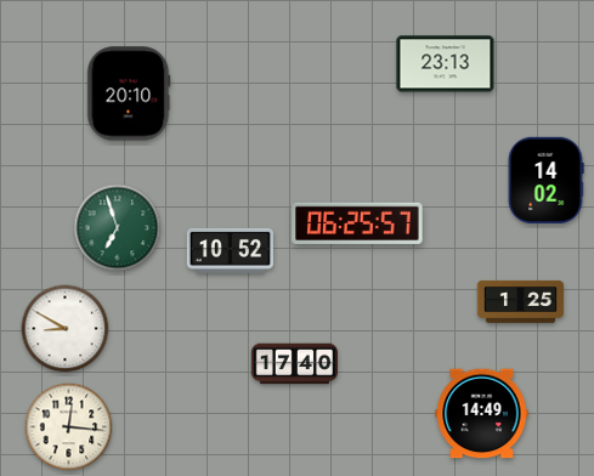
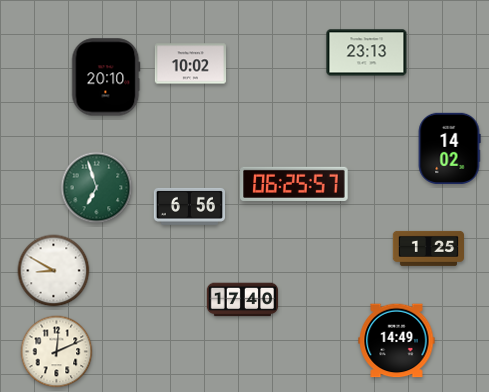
clock at (190, 64): none -> 10:02
clock at (230, 250): 10:52 -> 6:56
clock at (69, 427): 12:16 -> 12:11
